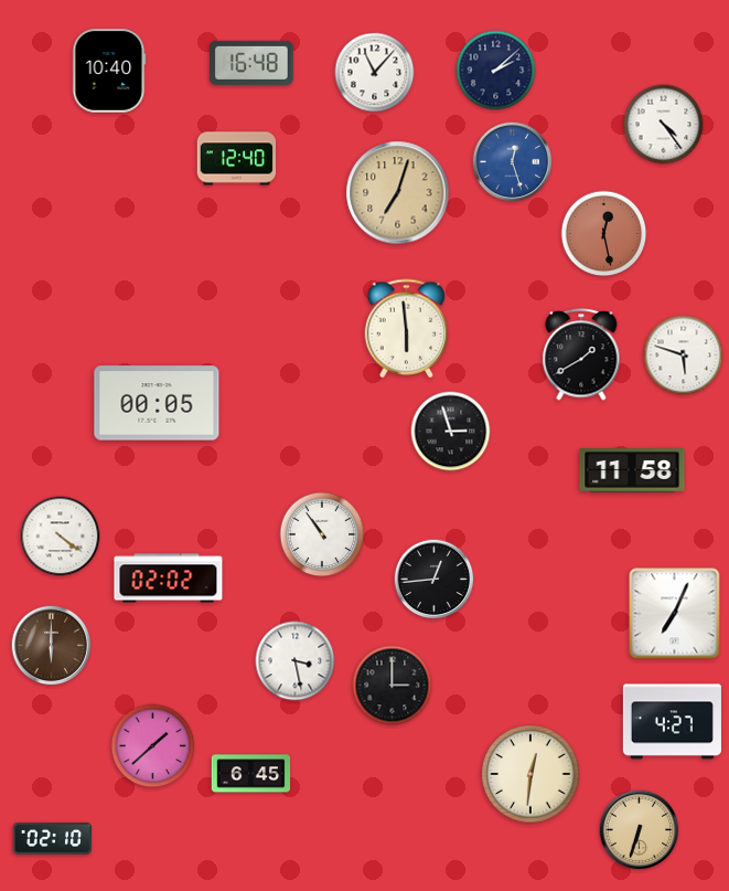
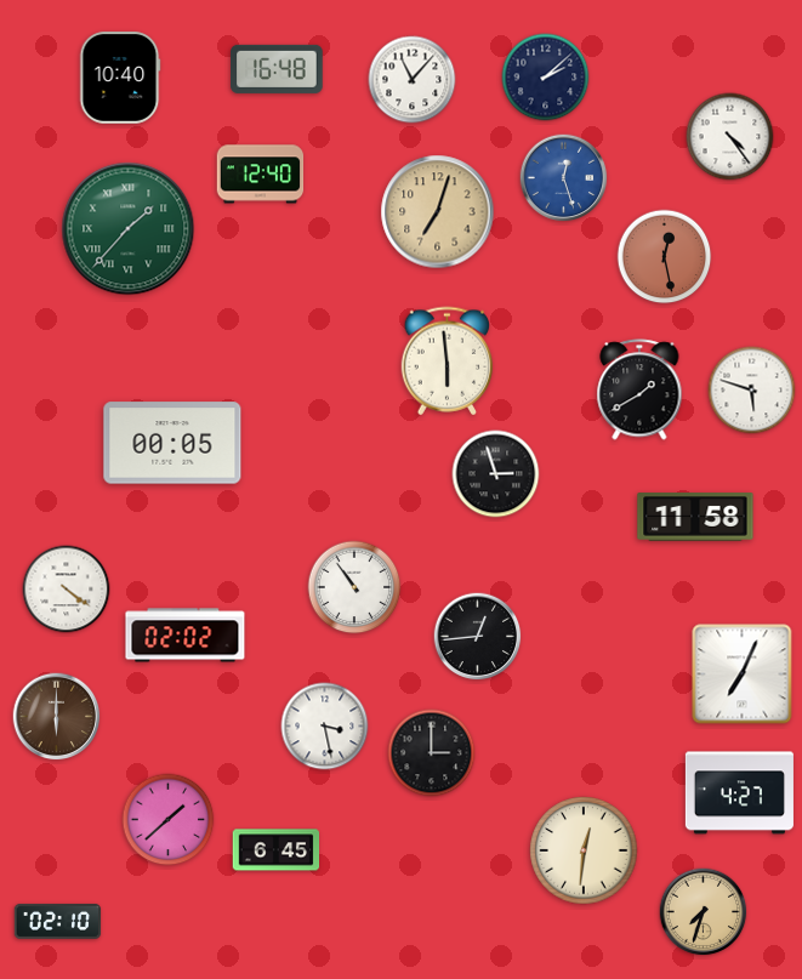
clock at (129, 229): none -> 1:37
clock at (52, 646) position: (52, 646) -> (57, 717)
clock at (640, 830): 6:33 -> 7:33
